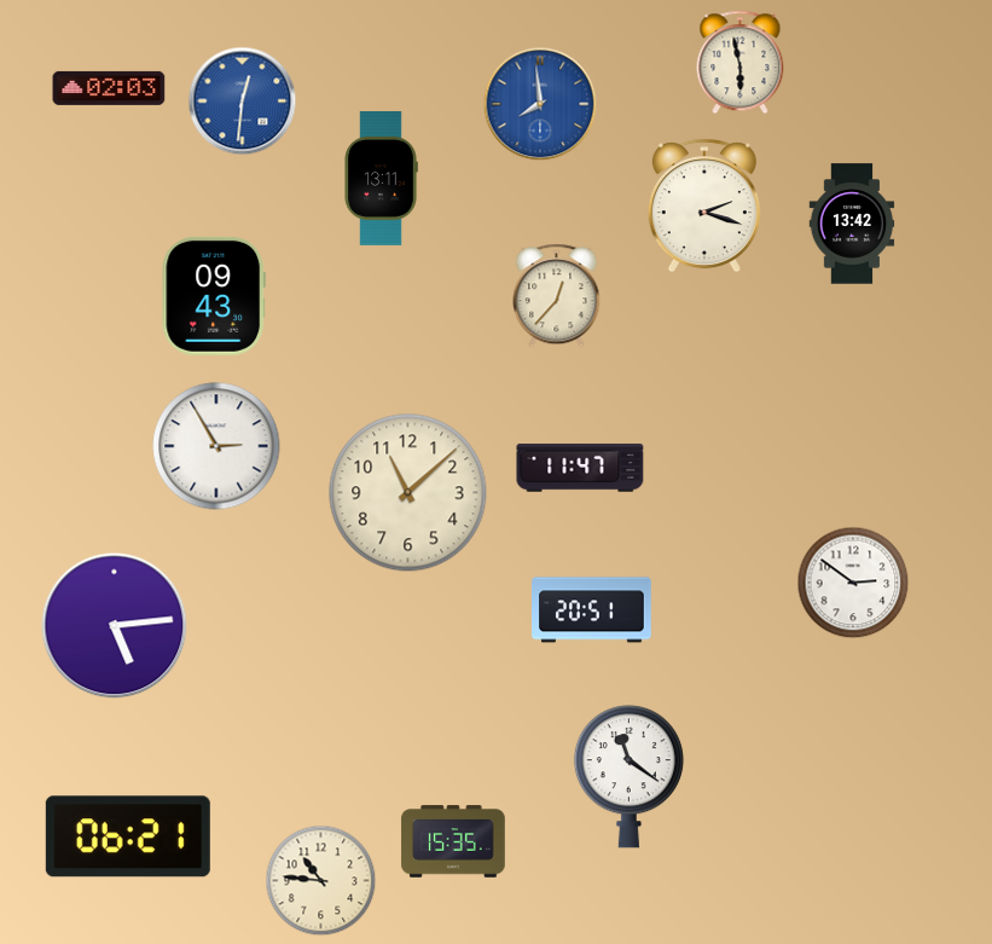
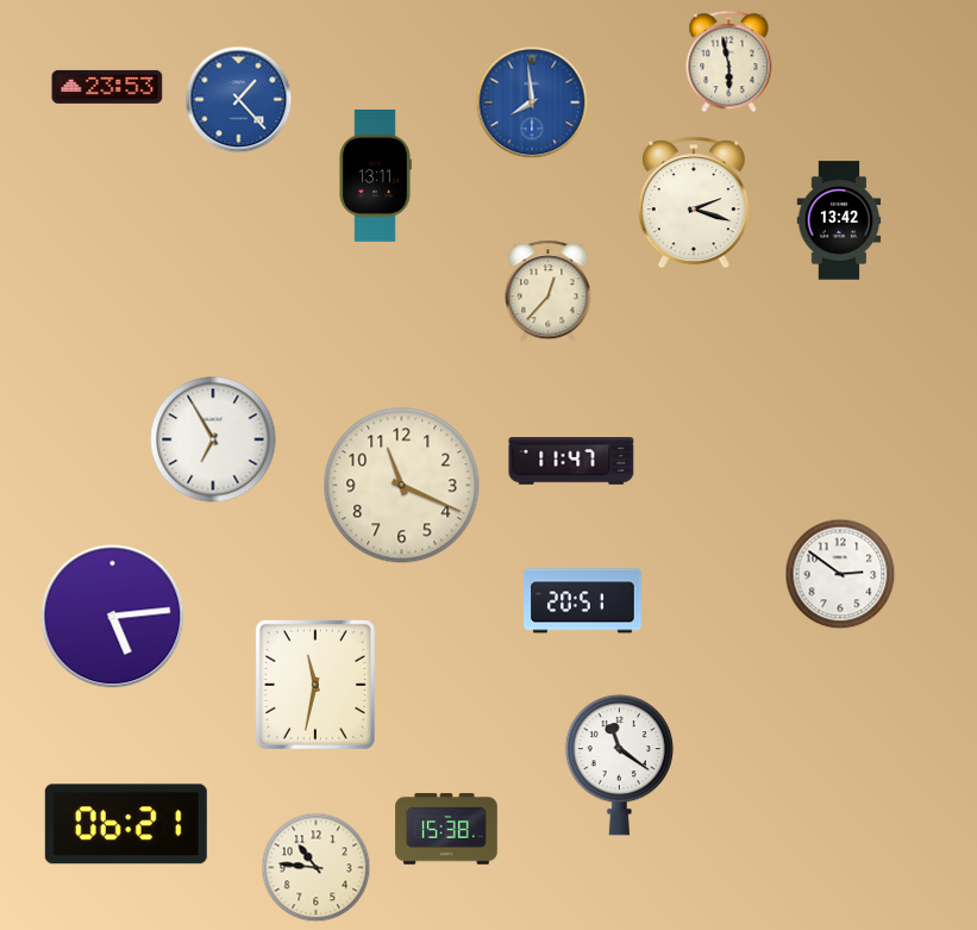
clock at (109, 88): 02:03 -> 23:53
clock at (243, 102): 12:31 -> 1:23
clock at (213, 296): 09:43 -> none
clock at (216, 446): 2:55 -> 6:55
clock at (408, 493): 11:08 -> 11:19
clock at (315, 685): none -> 11:32
clock at (453, 841): 15:35 -> 15:38
